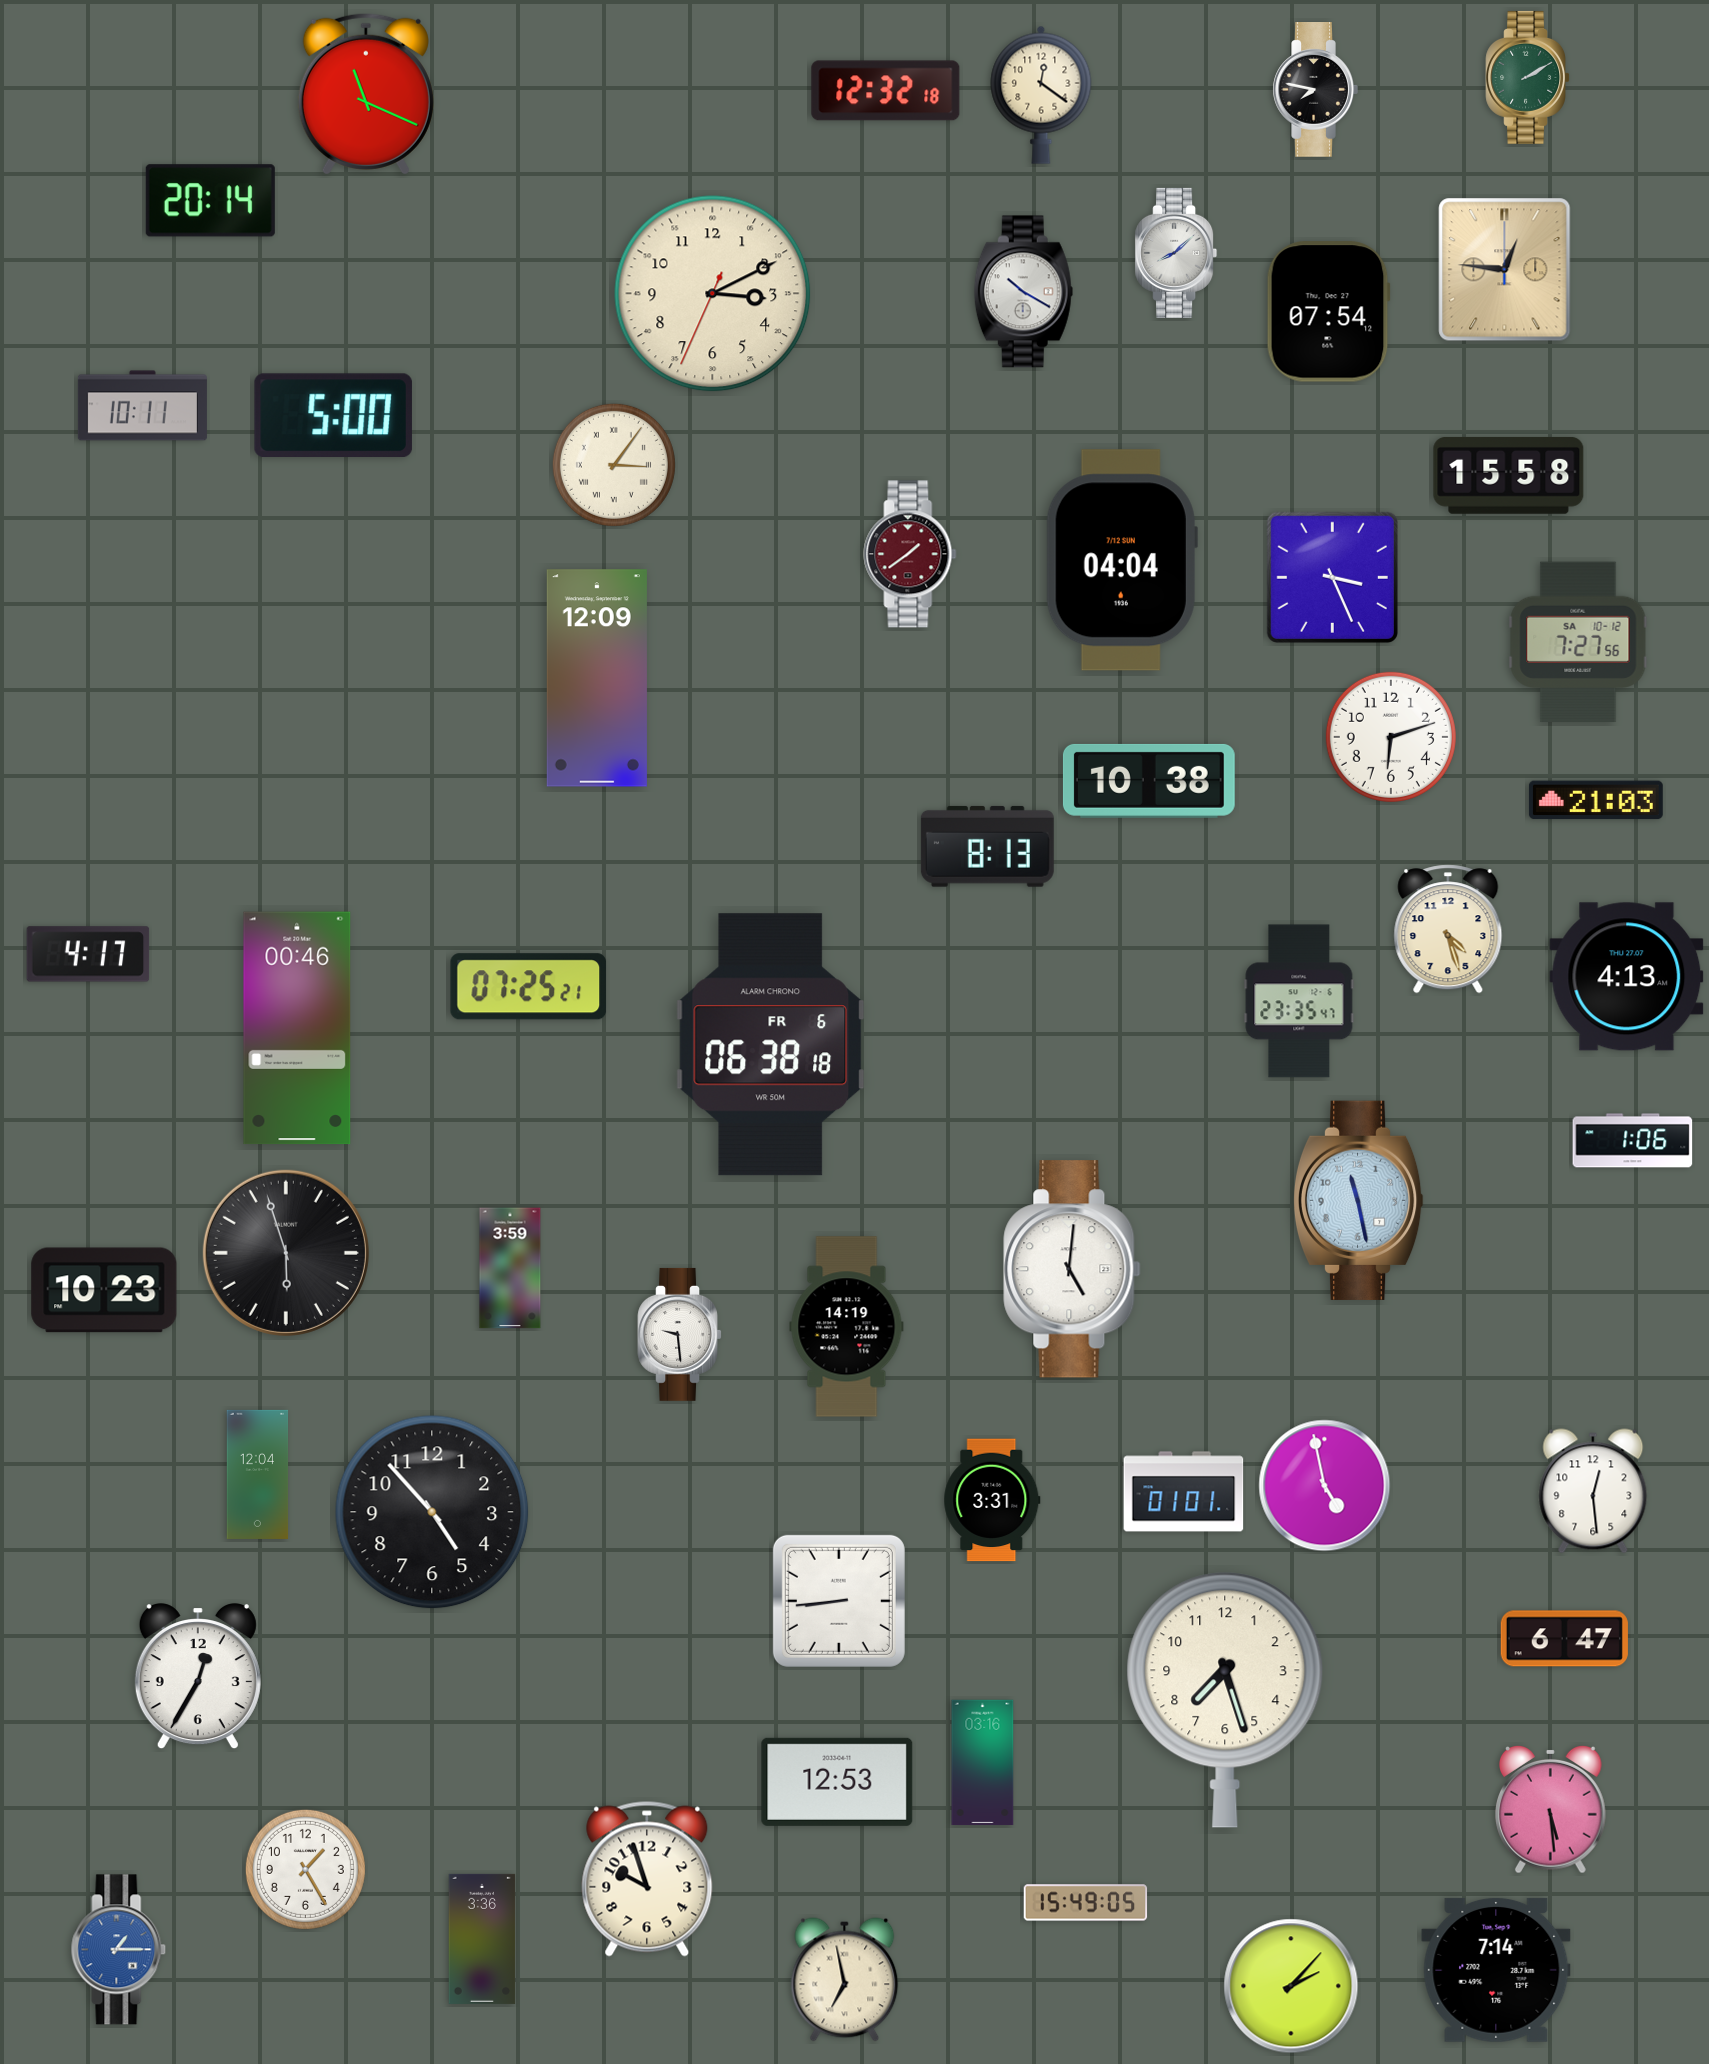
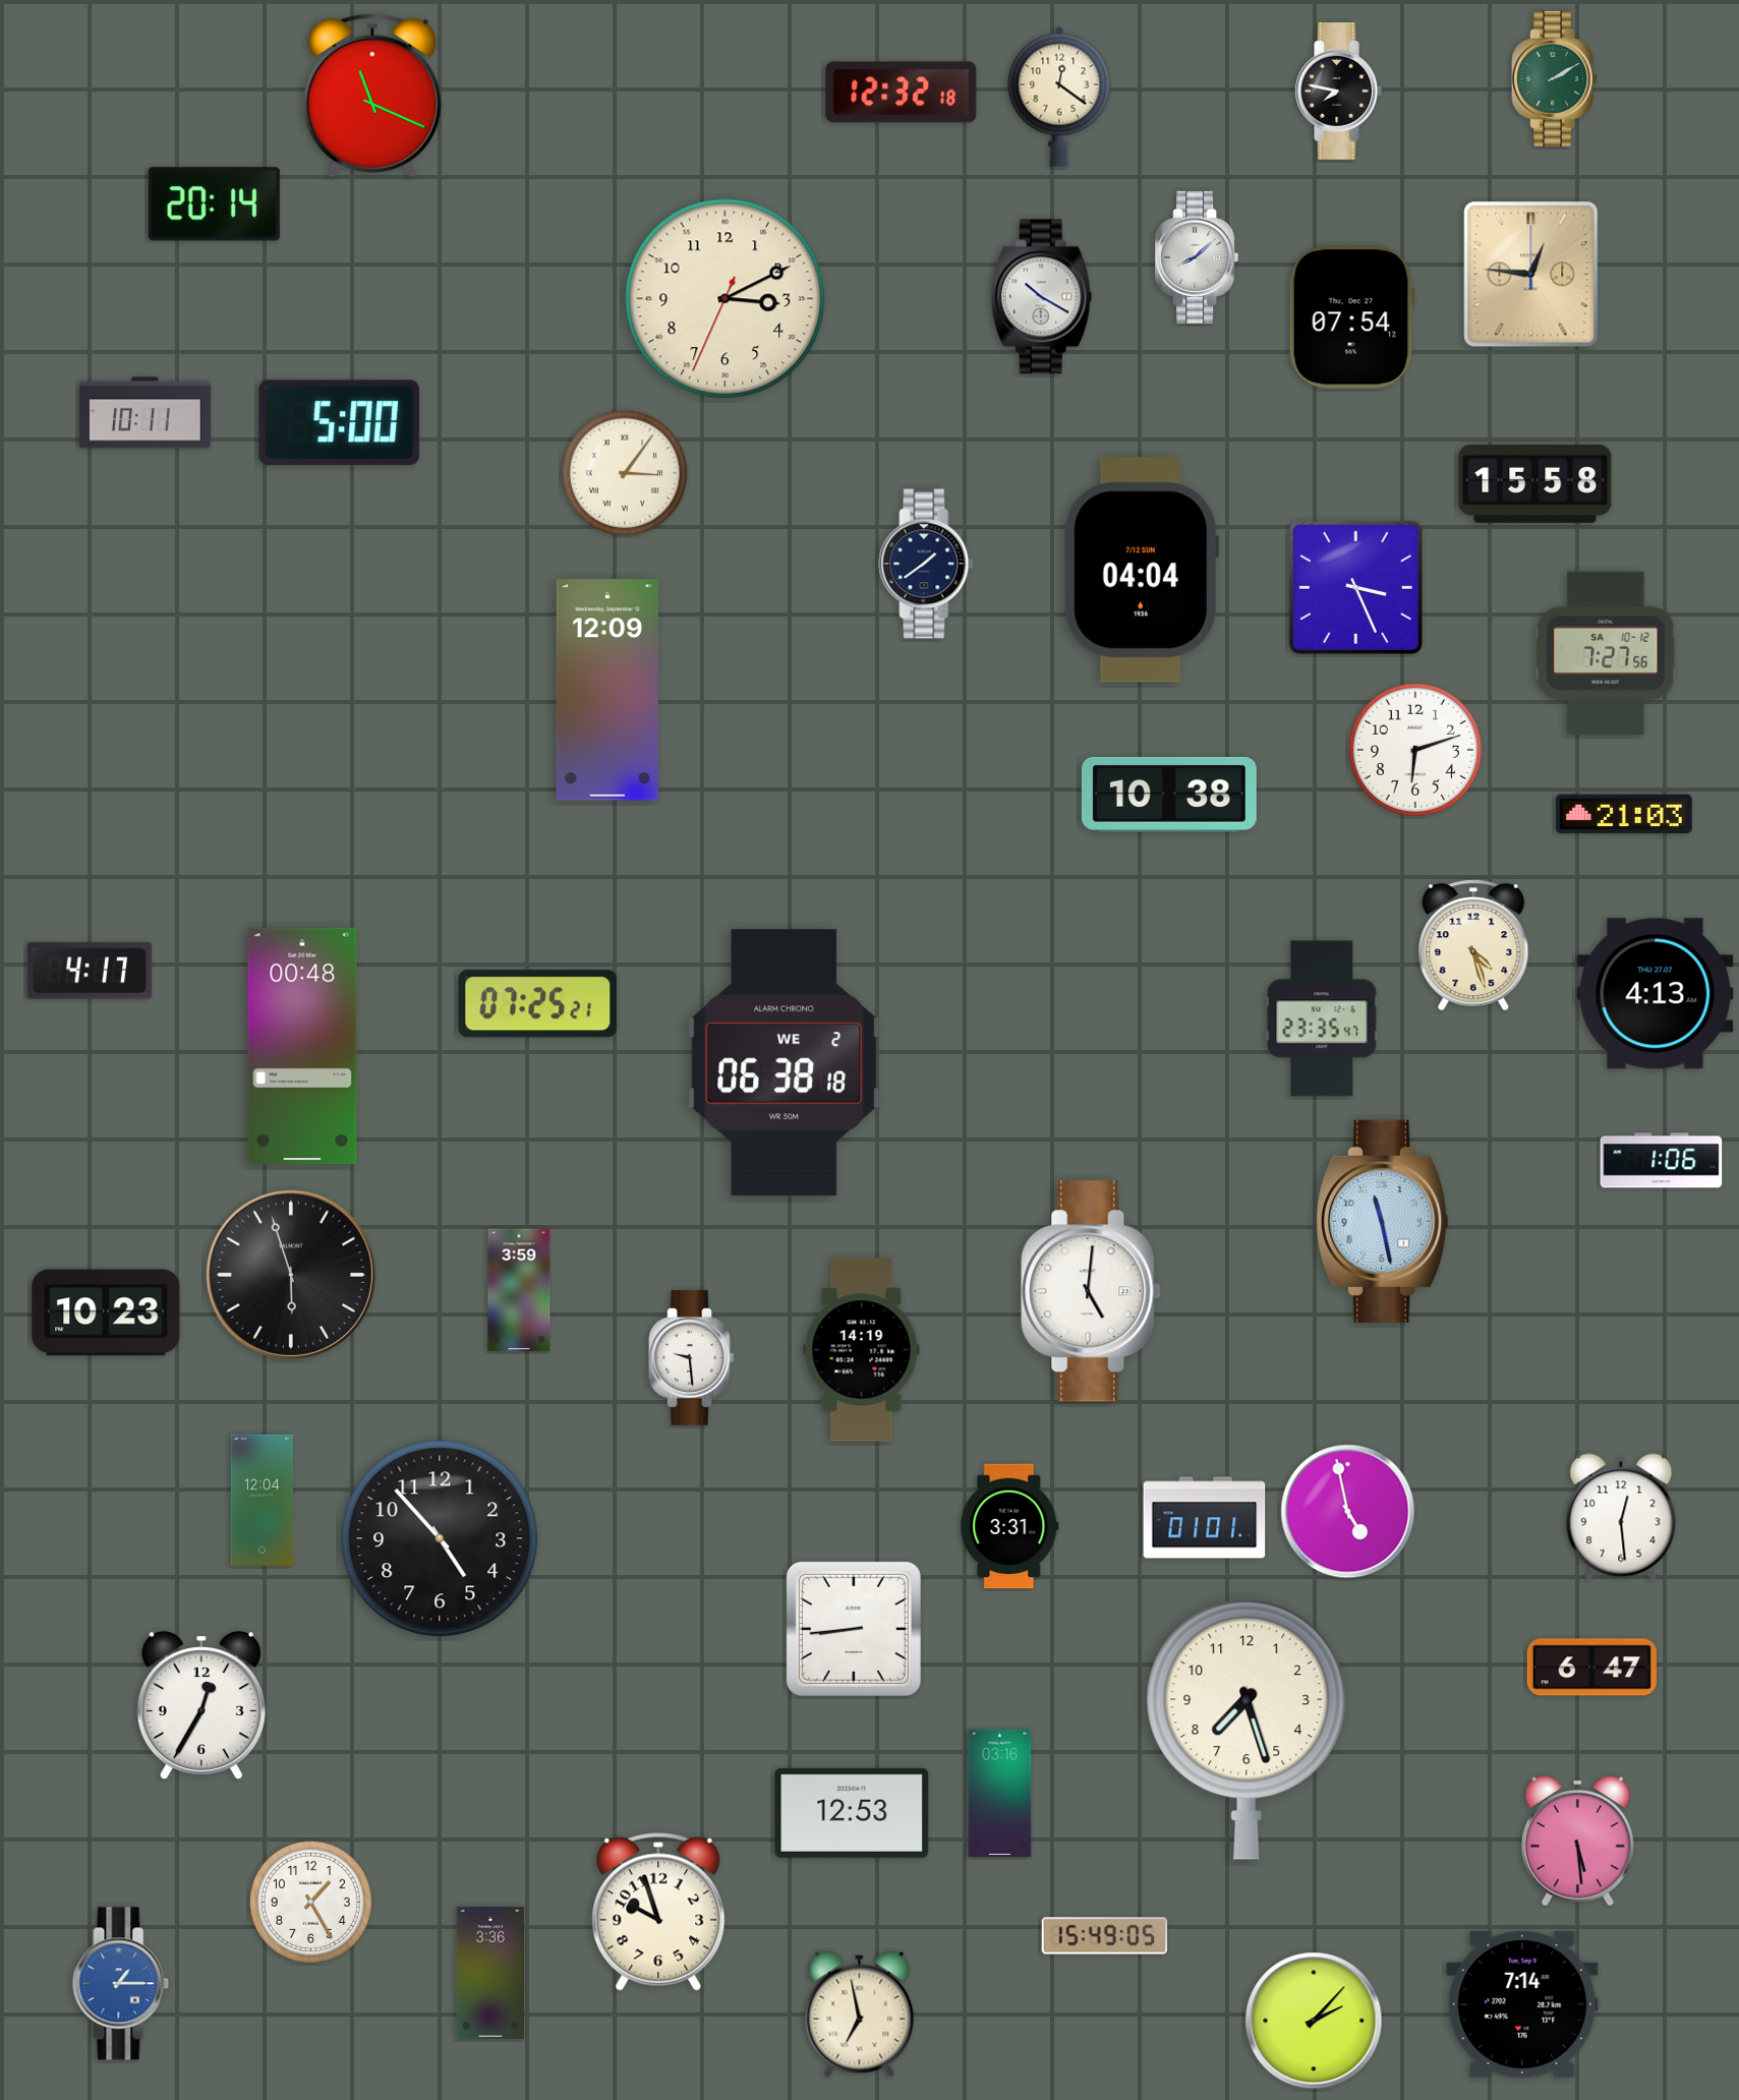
clock at (910, 554) dial: burgundy -> navy
clock at (987, 846): 8:13 -> none
clock at (297, 1028): 00:46 -> 00:48
clock at (771, 1045) date: FR 6 -> WE 2
